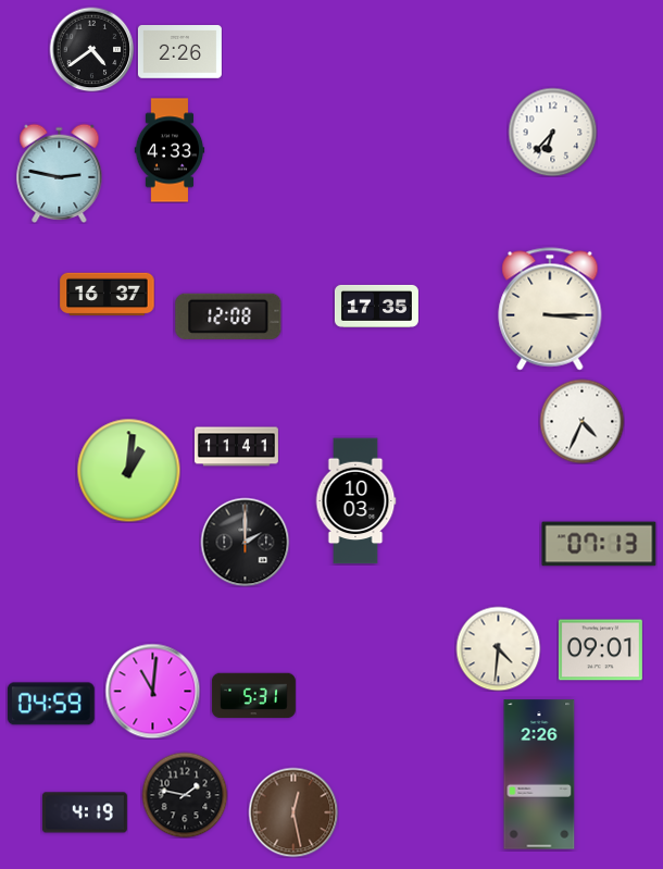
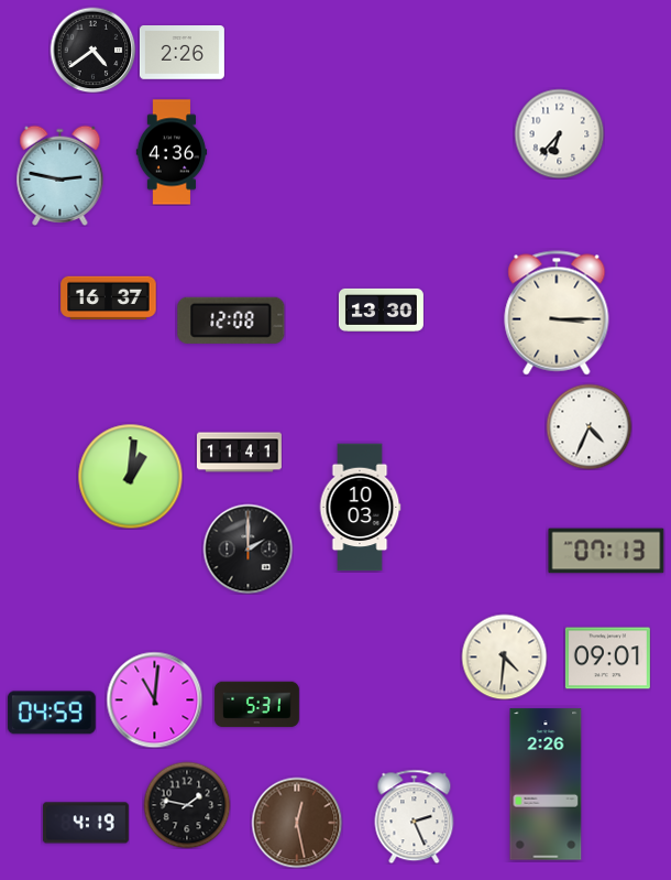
clock at (170, 150): 4:33 -> 4:36
clock at (376, 306): 17:35 -> 13:30
clock at (415, 816): none -> 2:26
